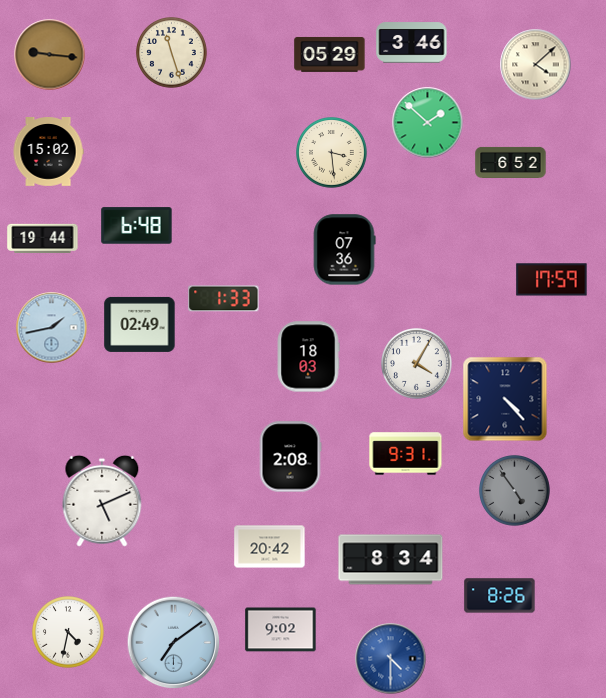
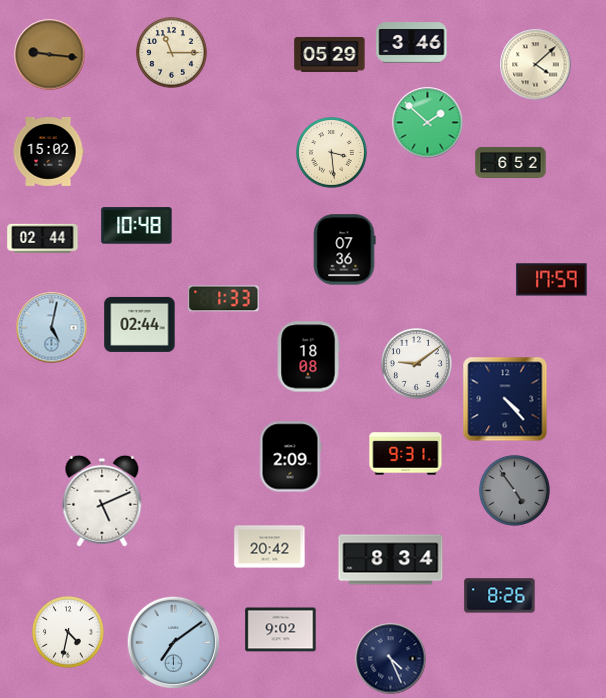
clock at (172, 53): 11:27 -> 11:15
clock at (137, 226): 6:48 -> 10:48
clock at (43, 238): 19:44 -> 02:44
clock at (140, 324): 02:49 -> 02:44
clock at (52, 328): 1:43 -> 5:02
clock at (308, 357): 18:03 -> 18:08
clock at (417, 364): 4:05 -> 9:09
clock at (290, 457): 2:08 -> 2:09
clock at (391, 659): 4:30 -> 4:26
clock at (391, 659) dial: blue -> navy
